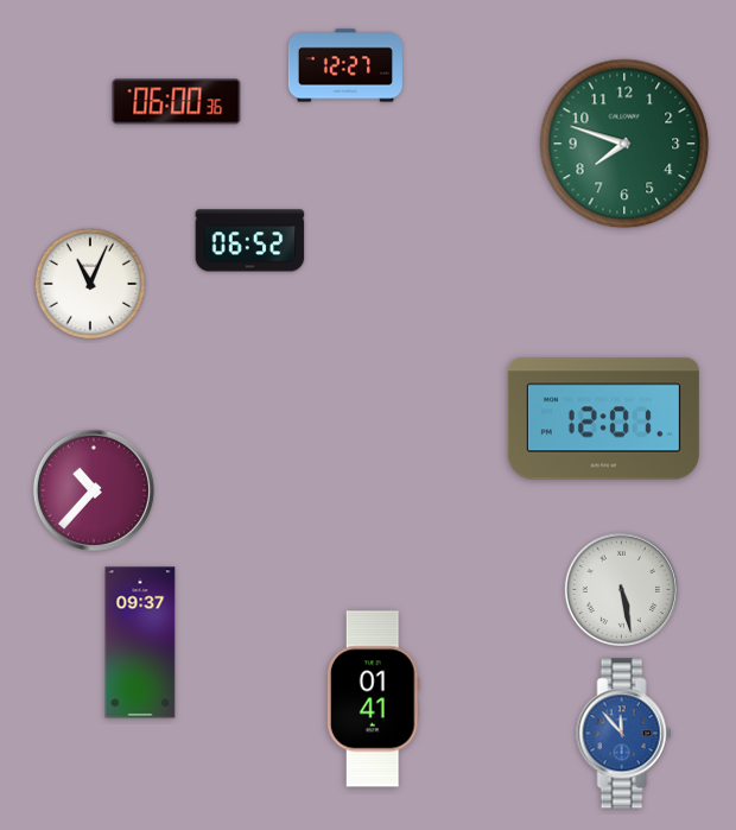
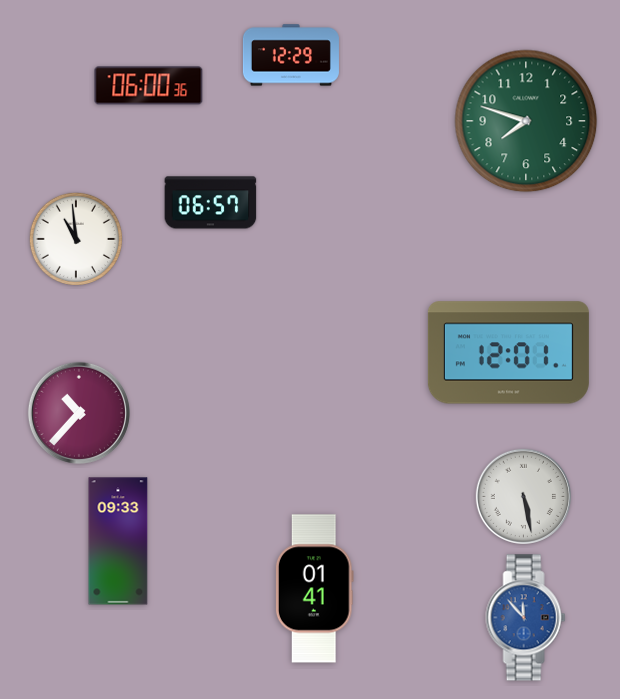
clock at (345, 65): 12:27 -> 12:29
clock at (250, 241): 06:52 -> 06:57
clock at (90, 284): 11:04 -> 10:59
clock at (140, 642): 09:37 -> 09:33
